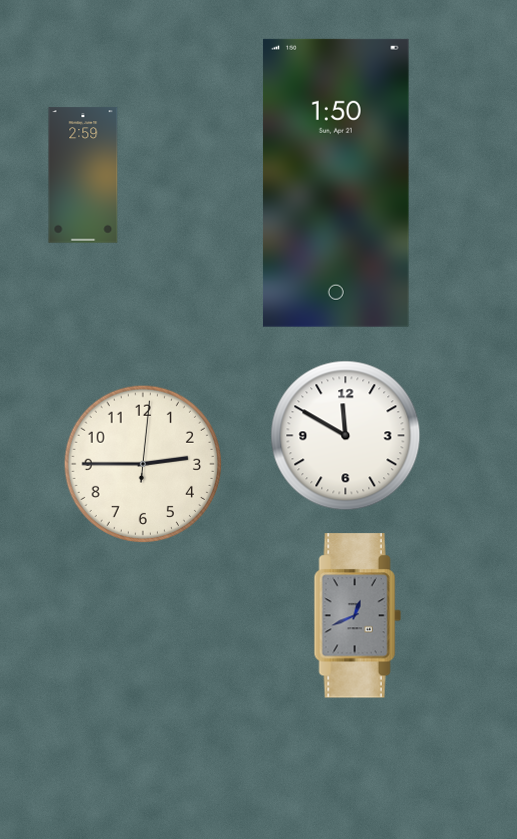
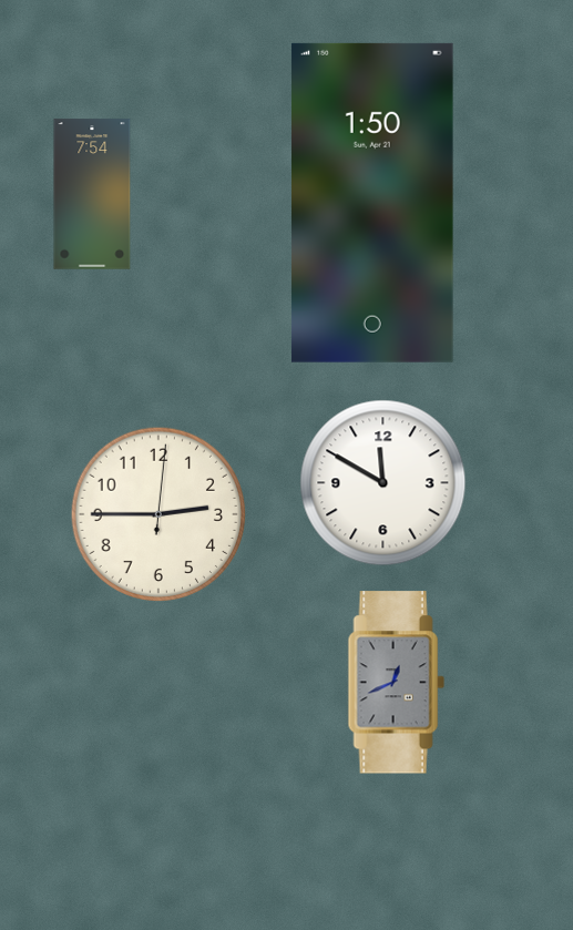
clock at (83, 175): 2:59 -> 7:54
